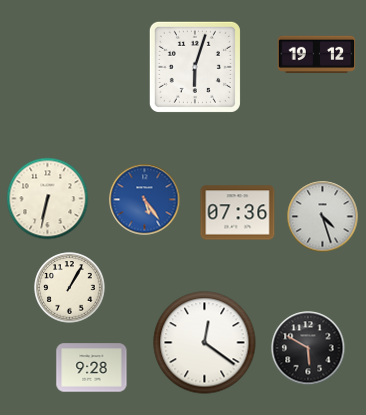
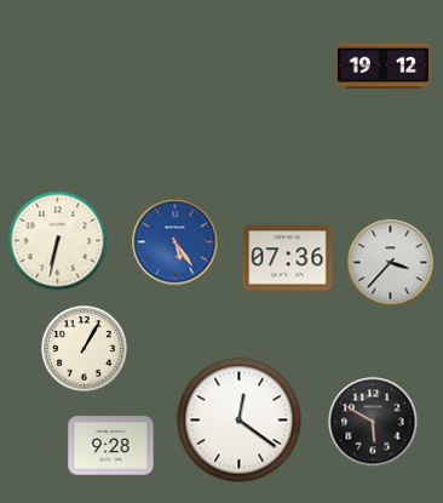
clock at (195, 67): 6:03 -> none
clock at (323, 217): 4:27 -> 3:37
clock at (205, 343) position: (205, 343) -> (240, 421)
